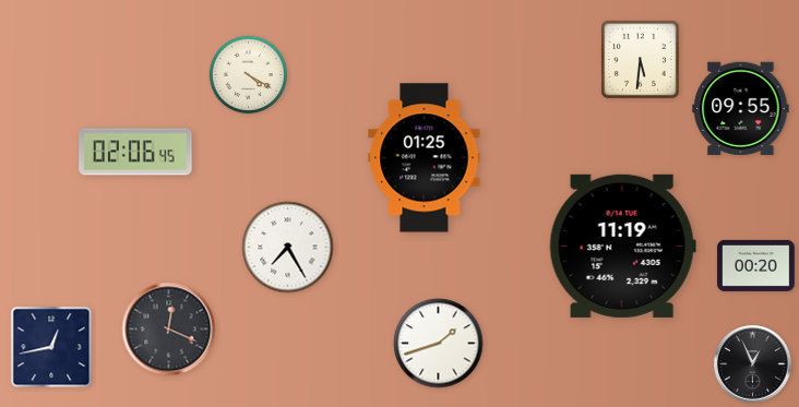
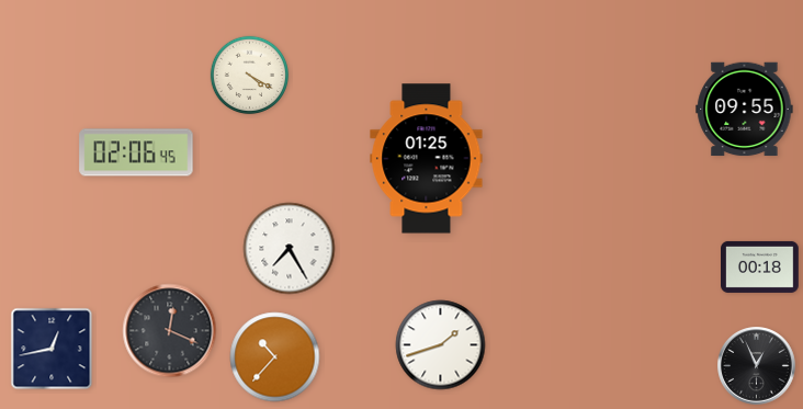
clock at (640, 59): 5:31 -> none
clock at (622, 246): 11:19 -> none
clock at (756, 265): 00:20 -> 00:18
clock at (275, 357): none -> 10:37
